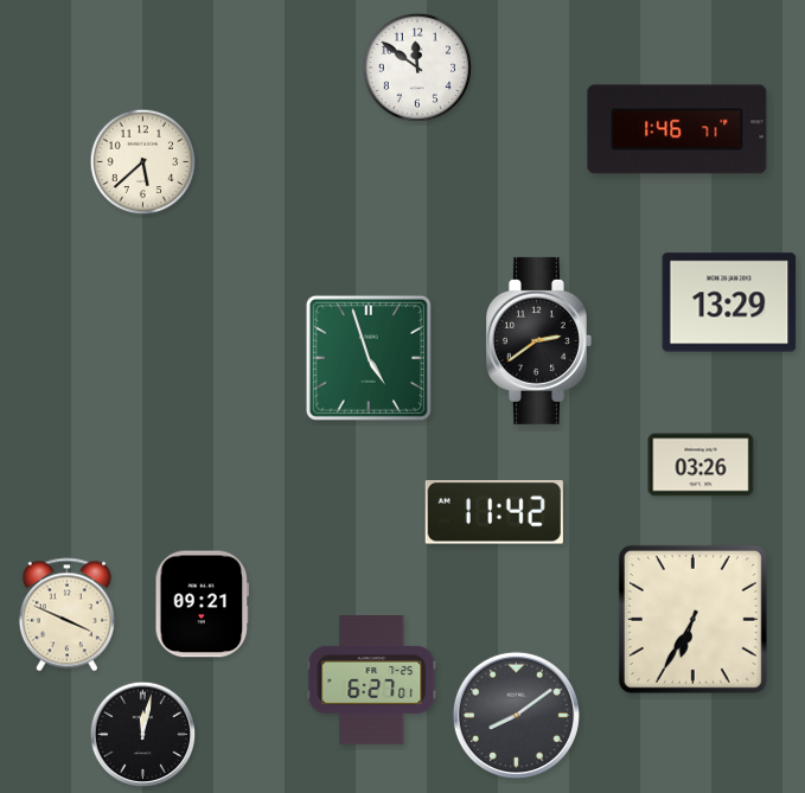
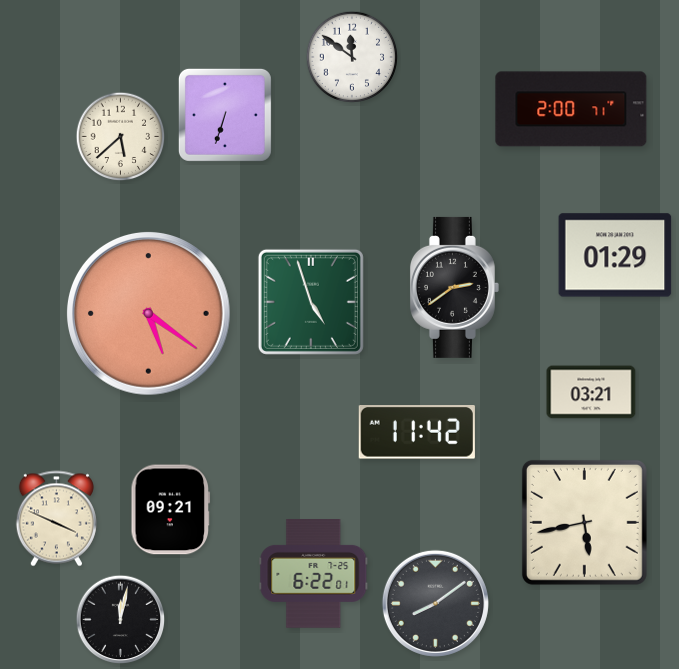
clock at (677, 129): 1:46 -> 2:00
clock at (225, 115): none -> 6:33
clock at (729, 302): 13:29 -> 01:29
clock at (149, 314): none -> 5:21
clock at (701, 465): 03:26 -> 03:21
clock at (692, 619): 6:35 -> 5:43
clock at (372, 680): 6:27 -> 6:22
